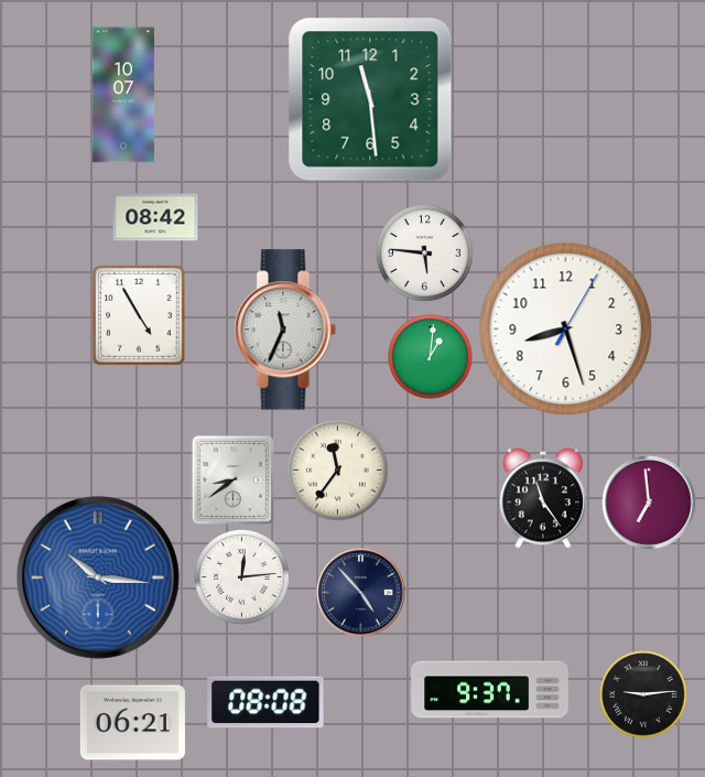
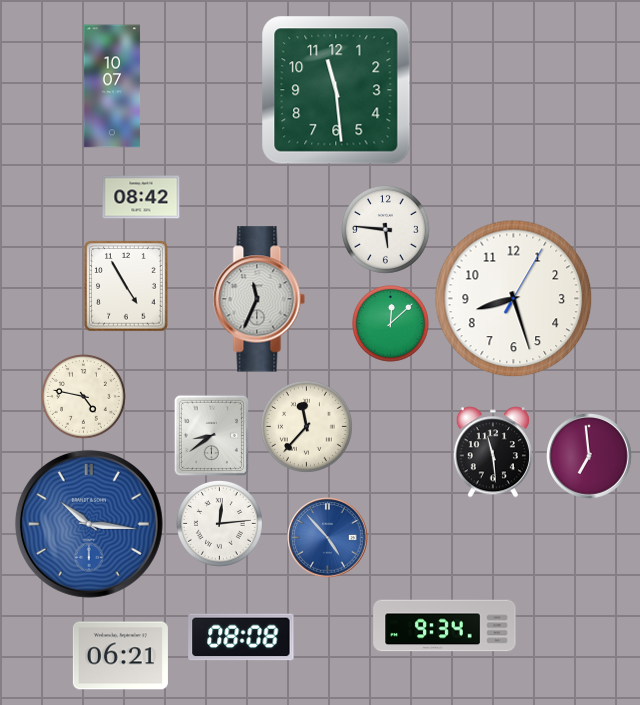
clock at (431, 357): 1:01 -> 12:08
clock at (84, 397): none -> 4:47
clock at (337, 470): 11:36 -> 11:37
clock at (543, 498): 11:24 -> 11:29
clock at (361, 593) dial: navy -> blue
clock at (490, 690): 9:37 -> 9:34
clock at (643, 694): 9:14 -> none
